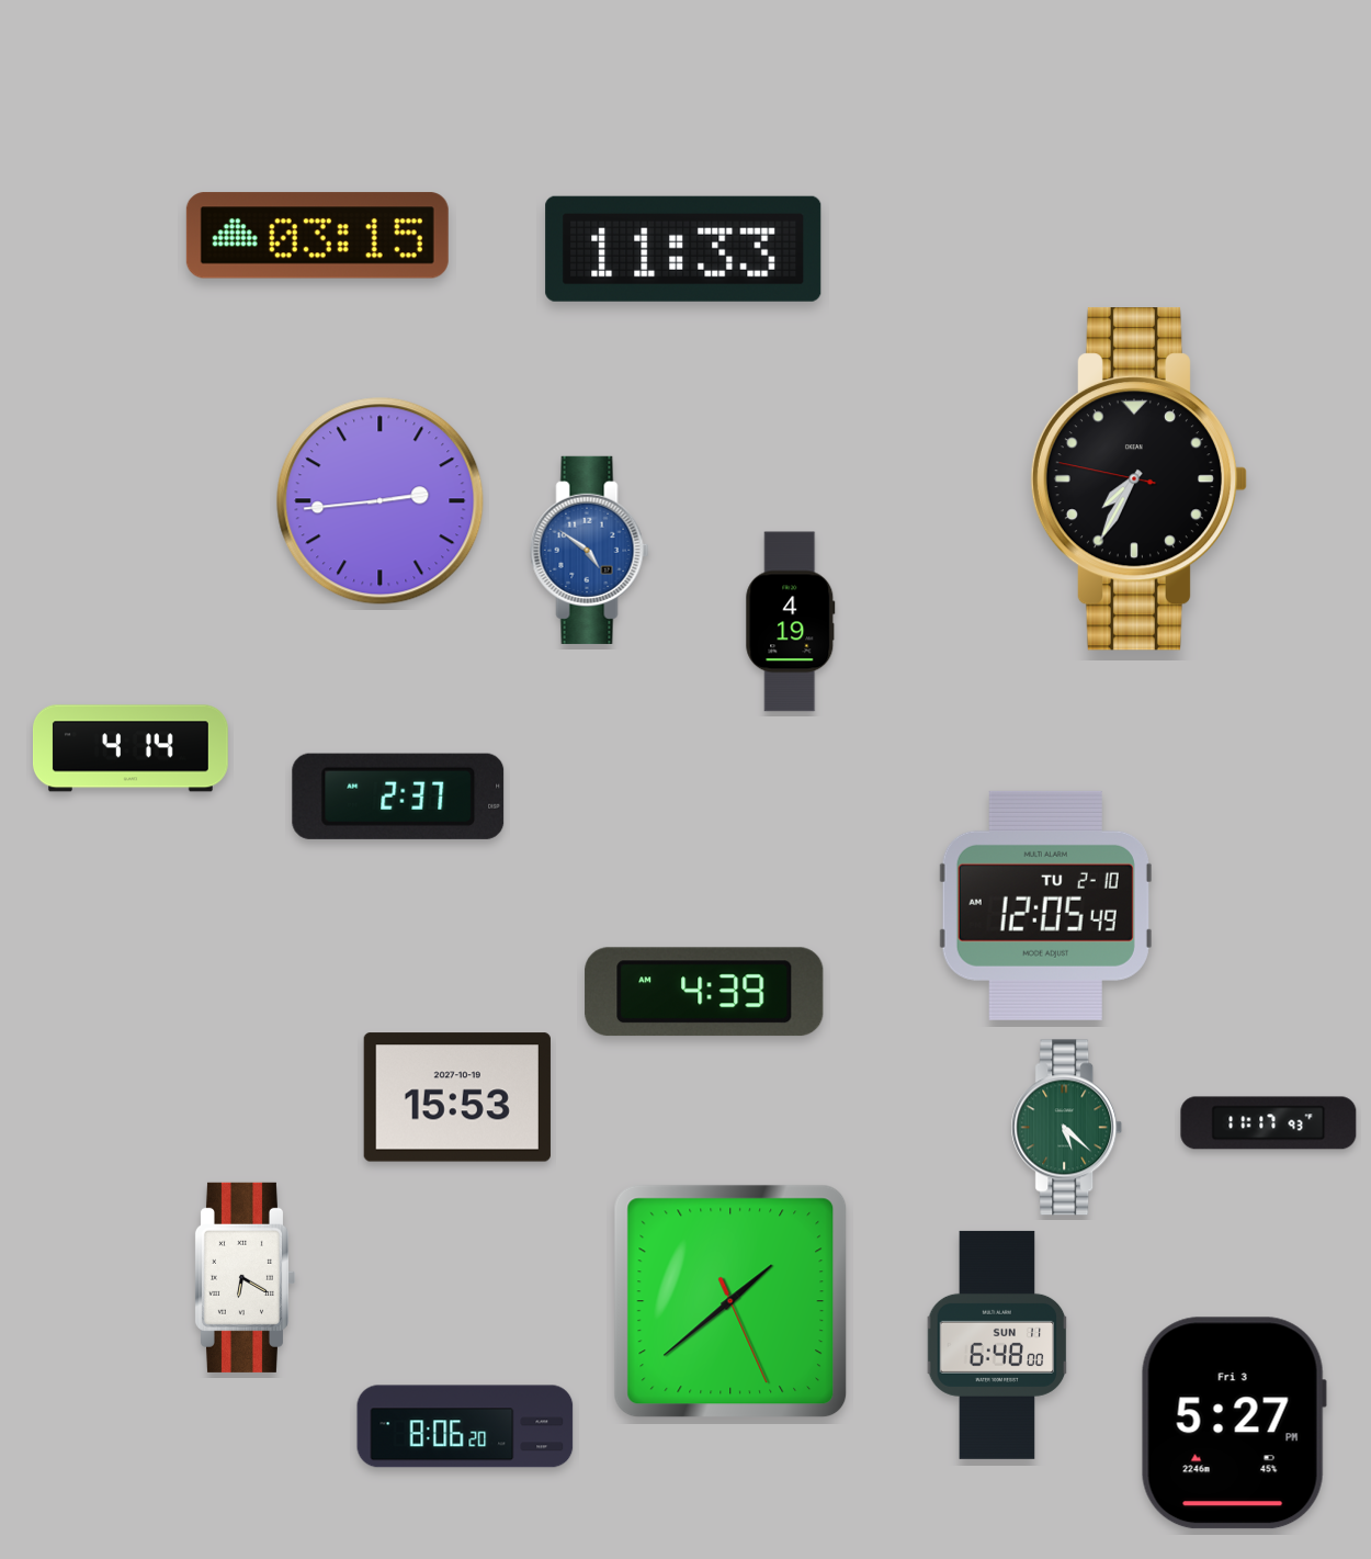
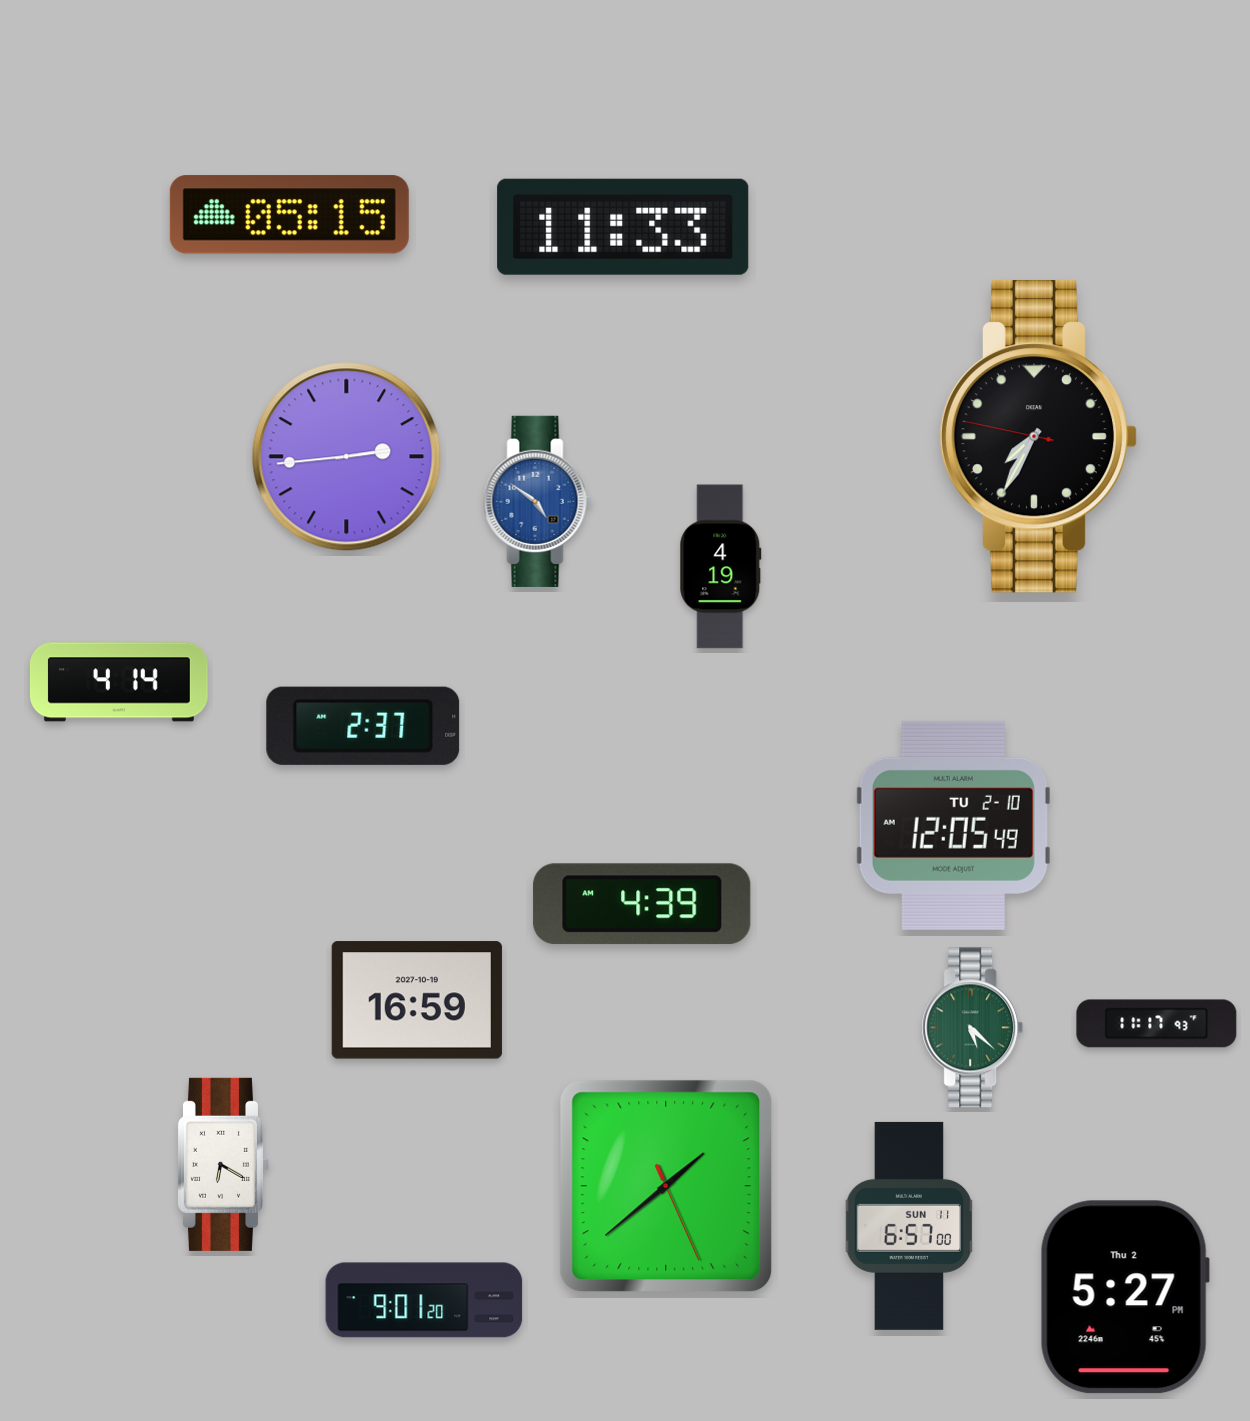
clock at (317, 236): 03:15 -> 05:15
clock at (457, 1097): 15:53 -> 16:59
clock at (997, 1345): 6:48 -> 6:57
clock at (1234, 1423) date: Fri 3 -> Thu 2
clock at (465, 1426): 8:06 -> 9:01
